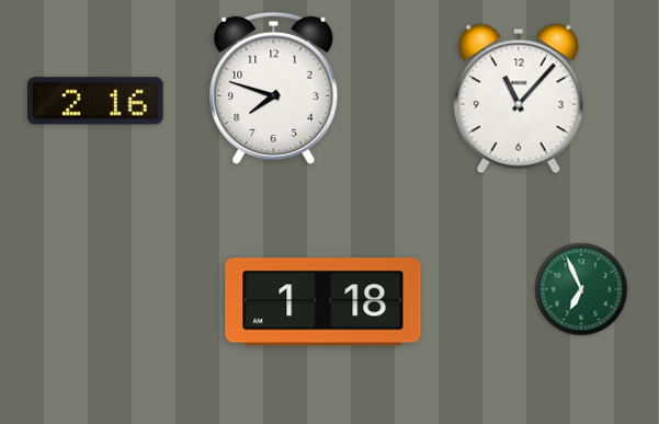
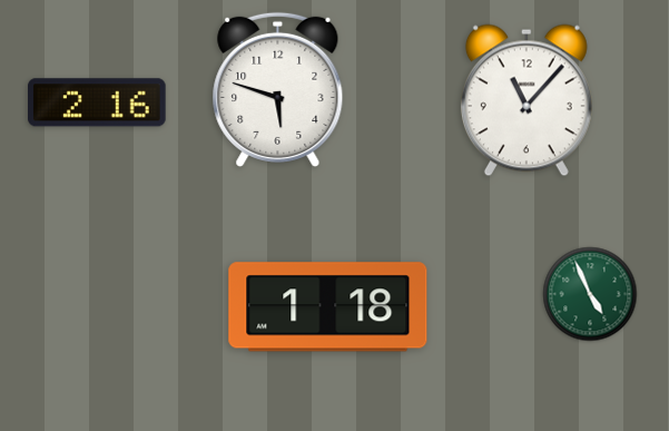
clock at (274, 88): 7:48 -> 5:48
clock at (581, 289): 6:56 -> 4:56
